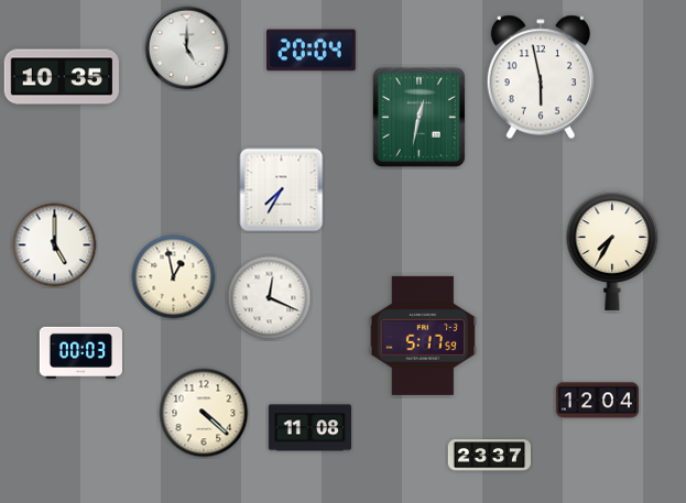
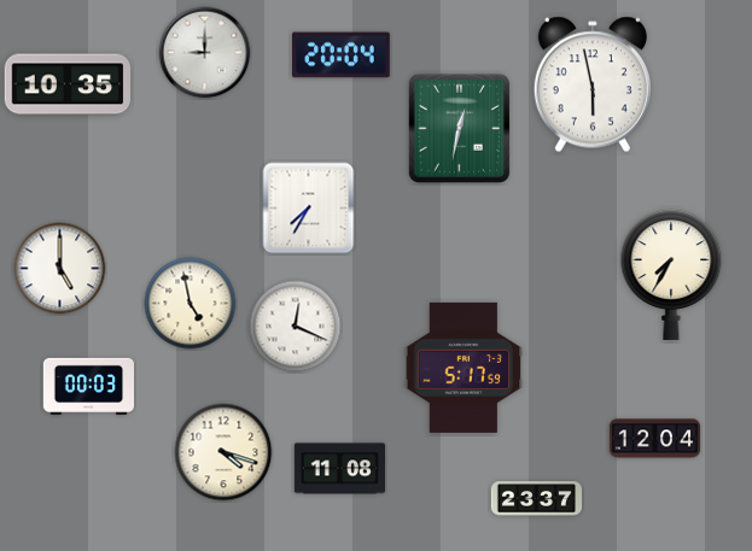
clock at (187, 48): 5:00 -> 9:00
clock at (174, 277): 12:58 -> 4:58
clock at (204, 413): 4:22 -> 4:18
